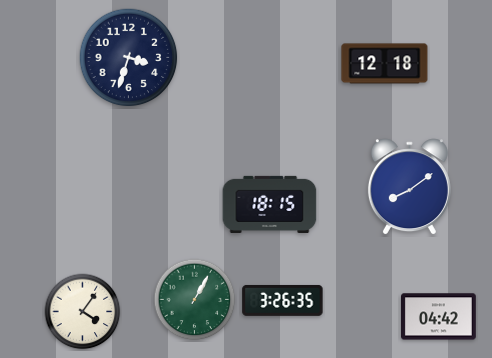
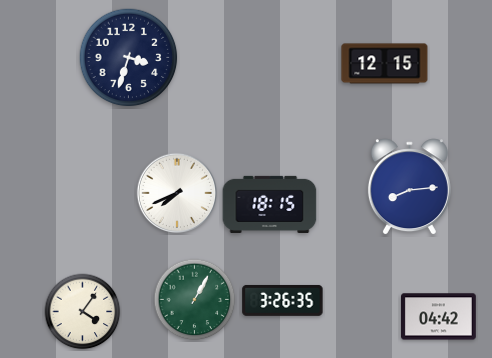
clock at (385, 64): 12:18 -> 12:15
clock at (409, 187): 8:09 -> 8:14
clock at (177, 193): none -> 7:41
